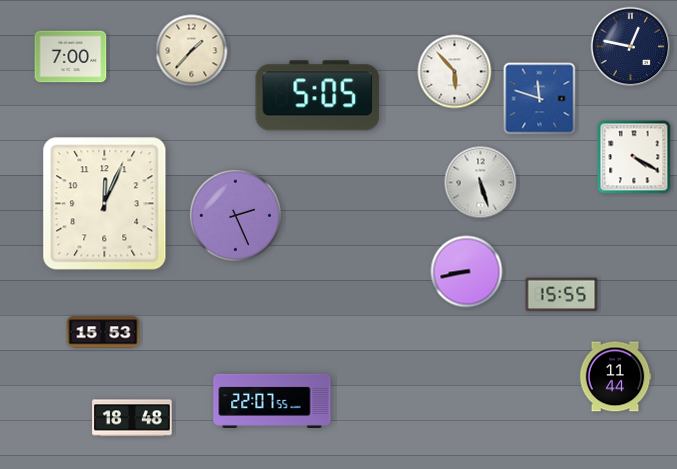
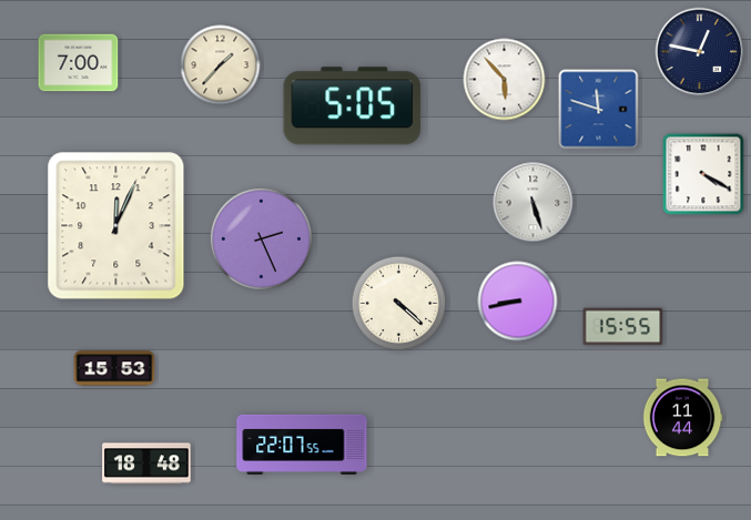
clock at (192, 51) position: (192, 51) -> (221, 65)
clock at (399, 304): none -> 4:22
